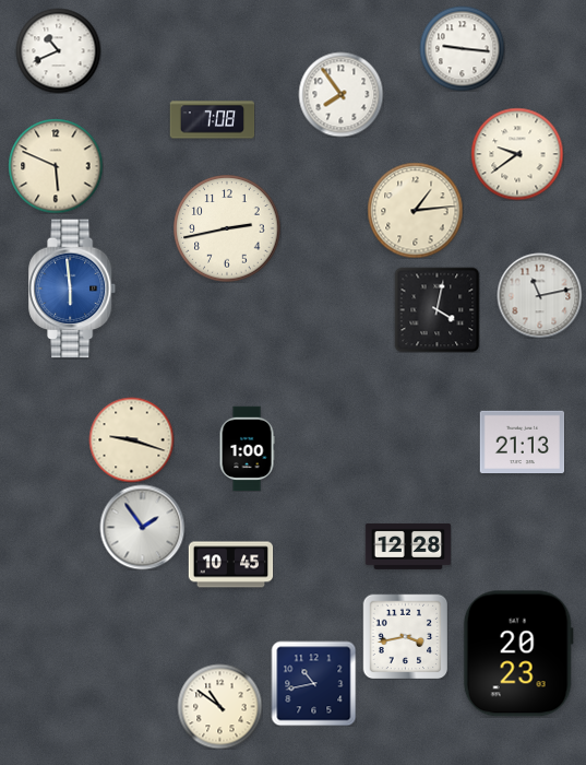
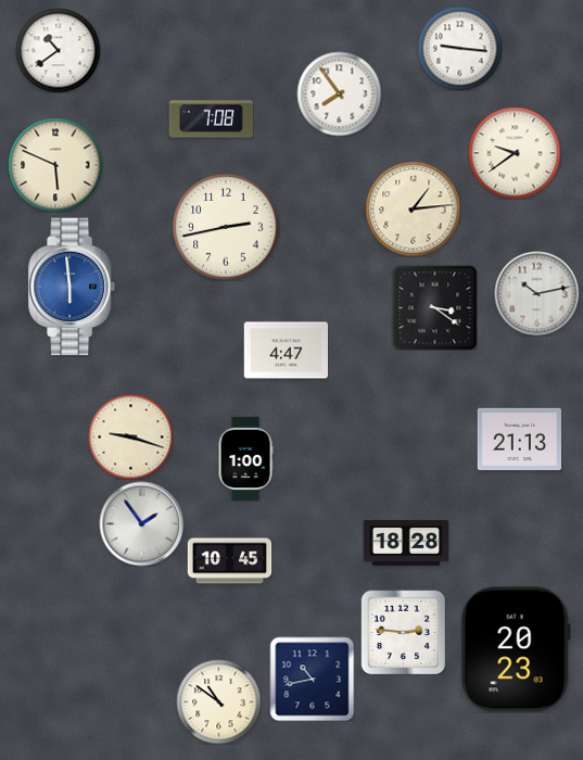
clock at (58, 50): 10:41 -> 10:39
clock at (539, 295): 11:13 -> 10:13
clock at (436, 309): 4:02 -> 3:21
clock at (286, 351): none -> 4:47
clock at (247, 448) position: (247, 448) -> (245, 458)
clock at (408, 546): 12:28 -> 18:28
clock at (405, 636): 3:43 -> 2:46
